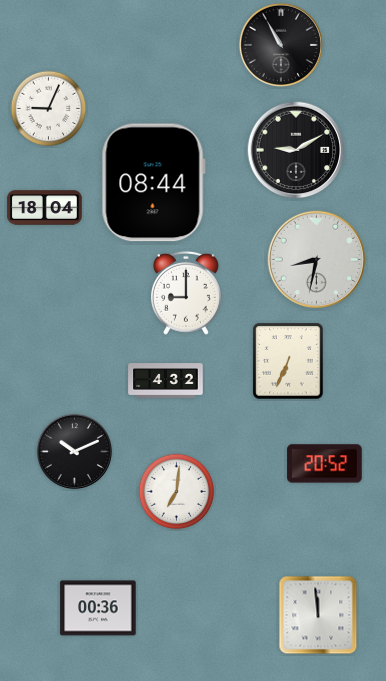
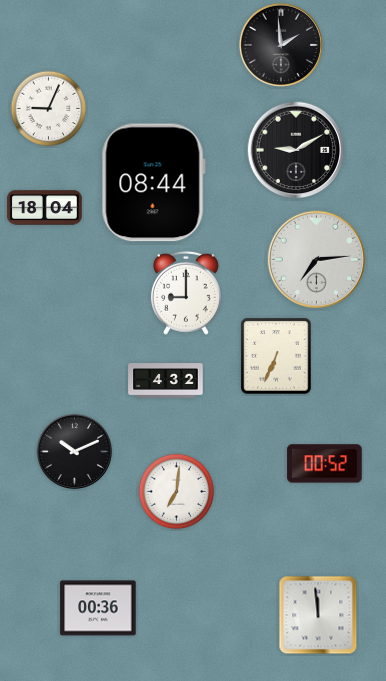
clock at (281, 45): 10:55 -> 1:59
clock at (317, 260): 8:32 -> 7:14
clock at (288, 361) position: (288, 361) -> (276, 356)
clock at (325, 464): 20:52 -> 00:52
